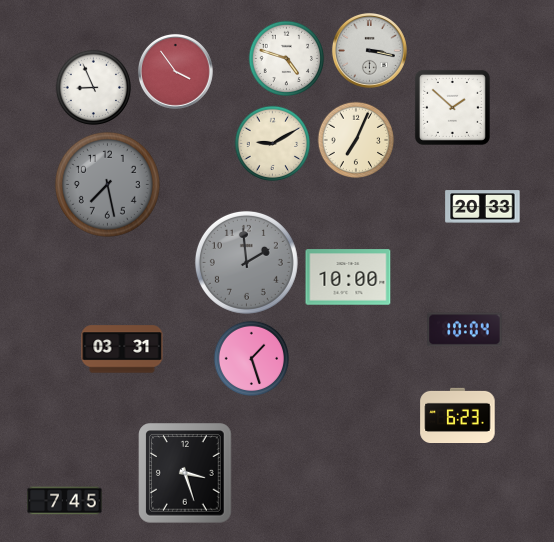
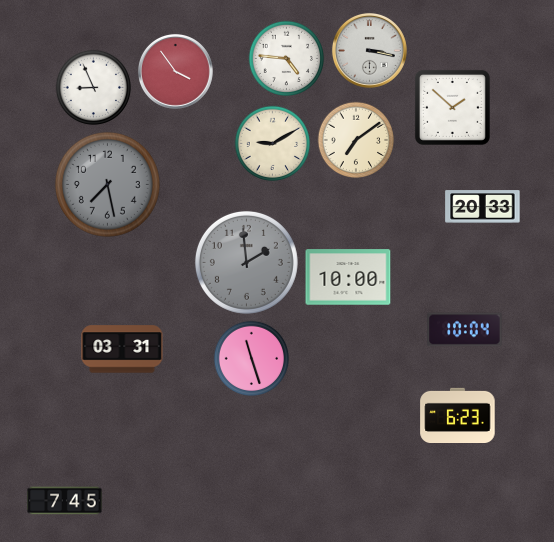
clock at (287, 59): 4:48 -> 4:46
clock at (356, 140): 7:04 -> 7:09
clock at (252, 359): 1:27 -> 11:27
clock at (185, 473): 3:27 -> none
